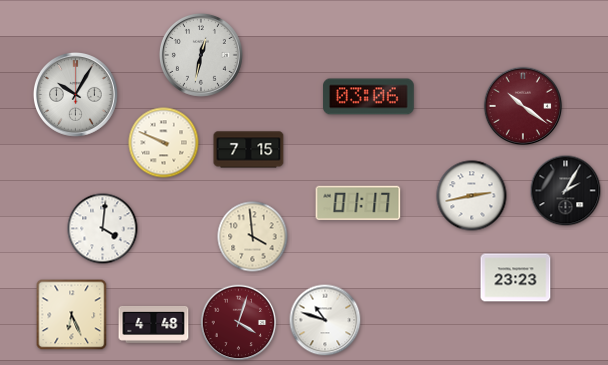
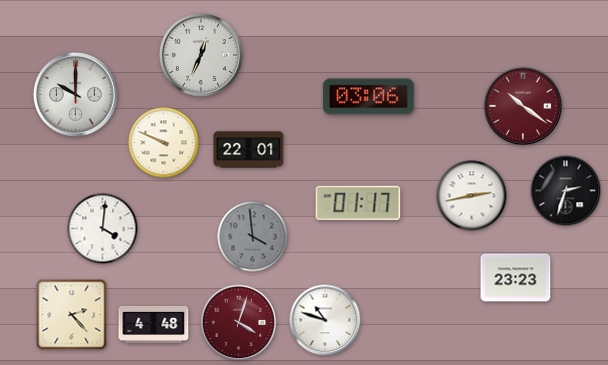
clock at (201, 55): 12:32 -> 12:34
clock at (76, 95): 10:05 -> 10:00
clock at (249, 150): 7:15 -> 22:01
clock at (566, 191): 2:05 -> 2:33
clock at (253, 237) dial: cream -> grey
clock at (72, 315): 6:26 -> 2:23
